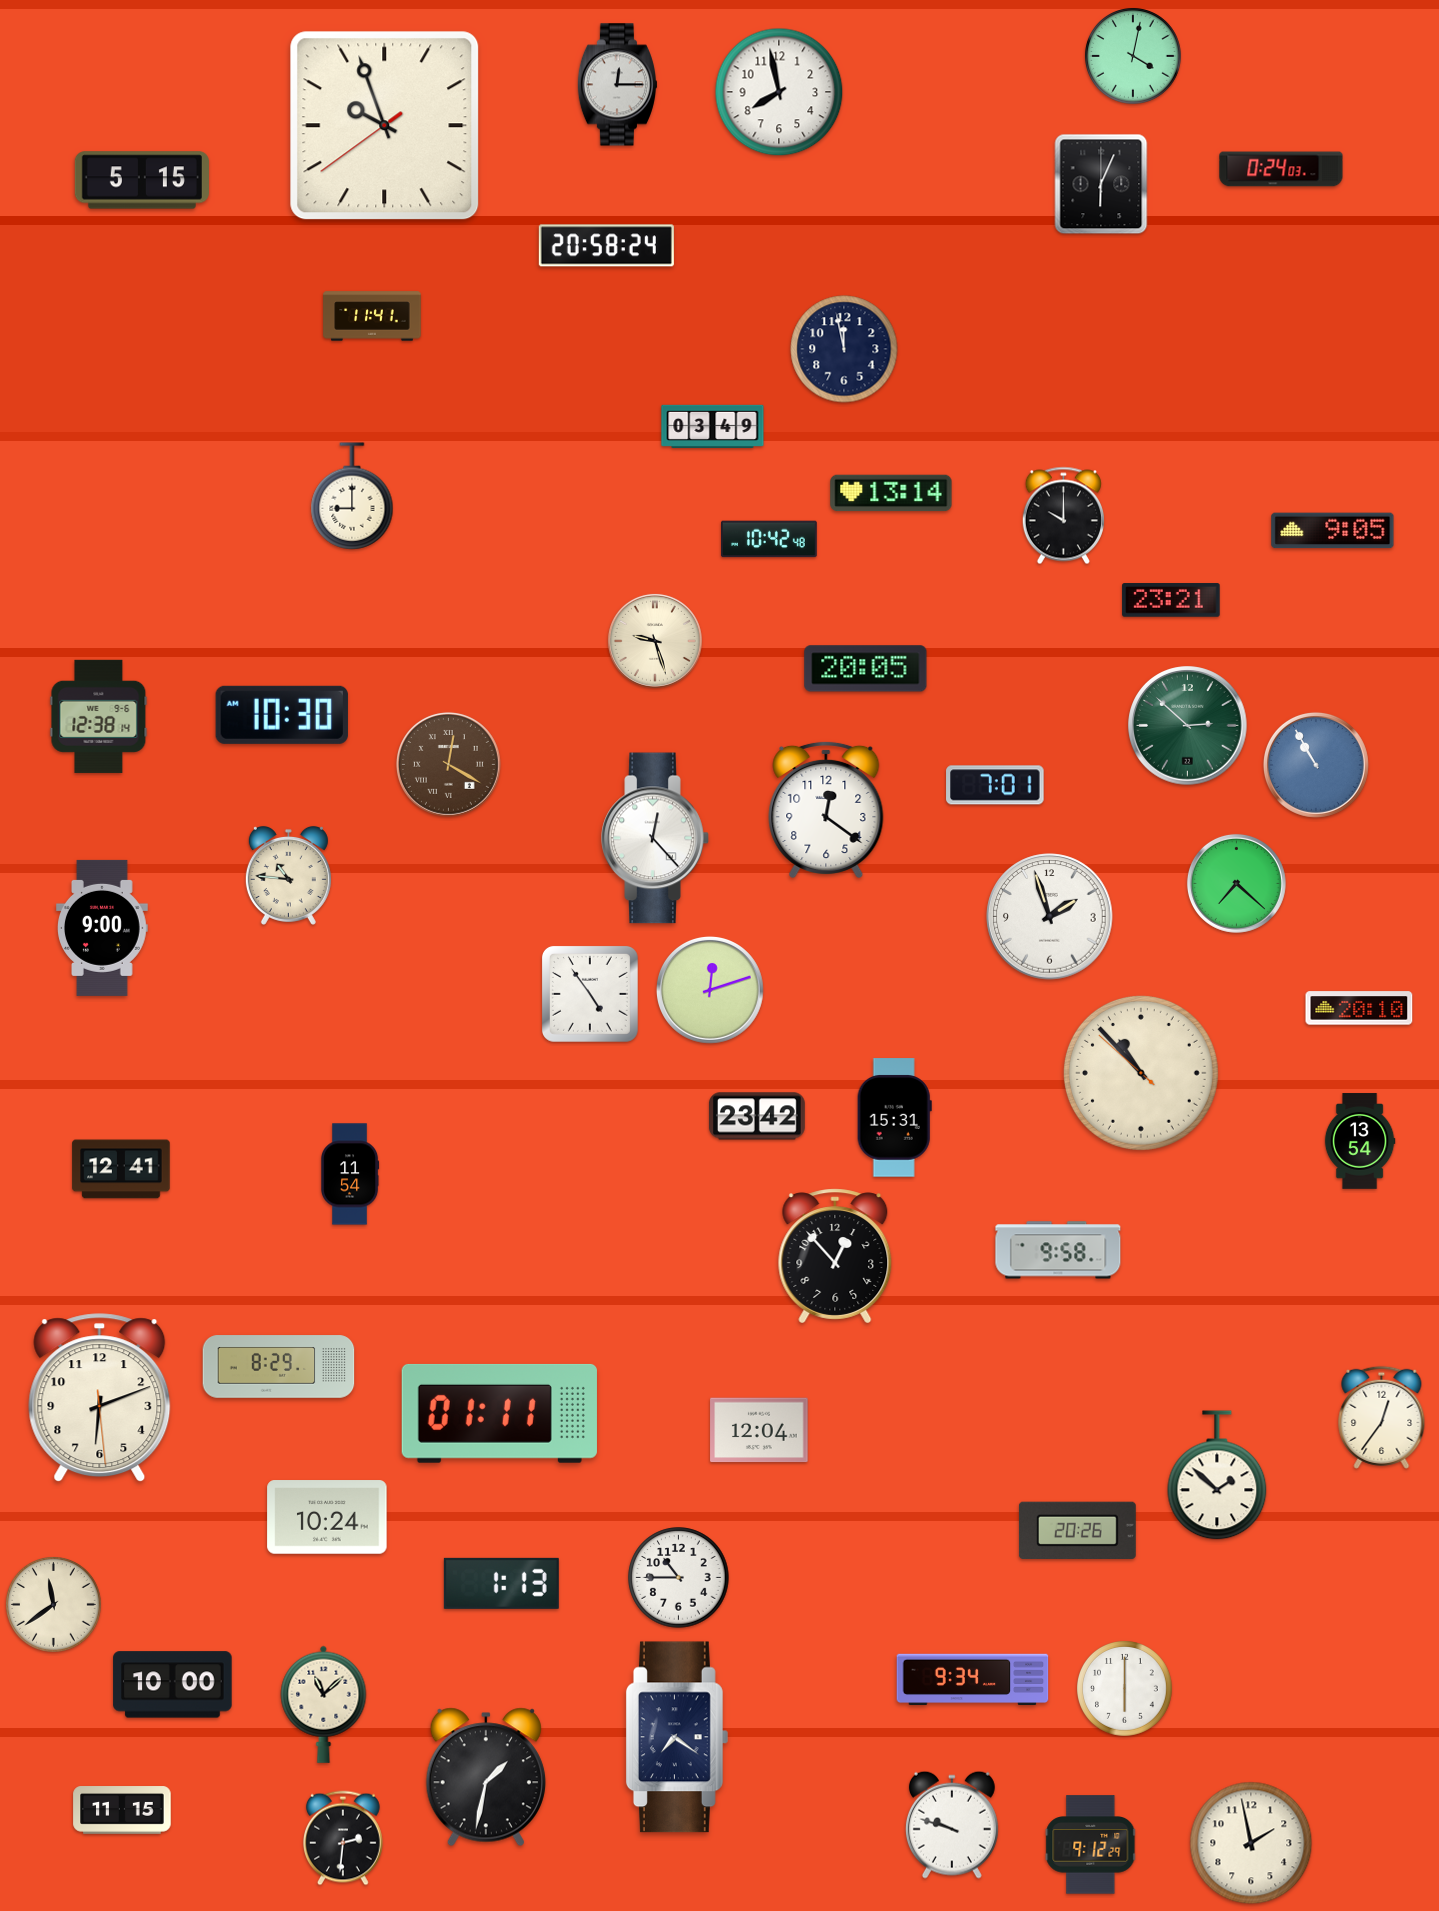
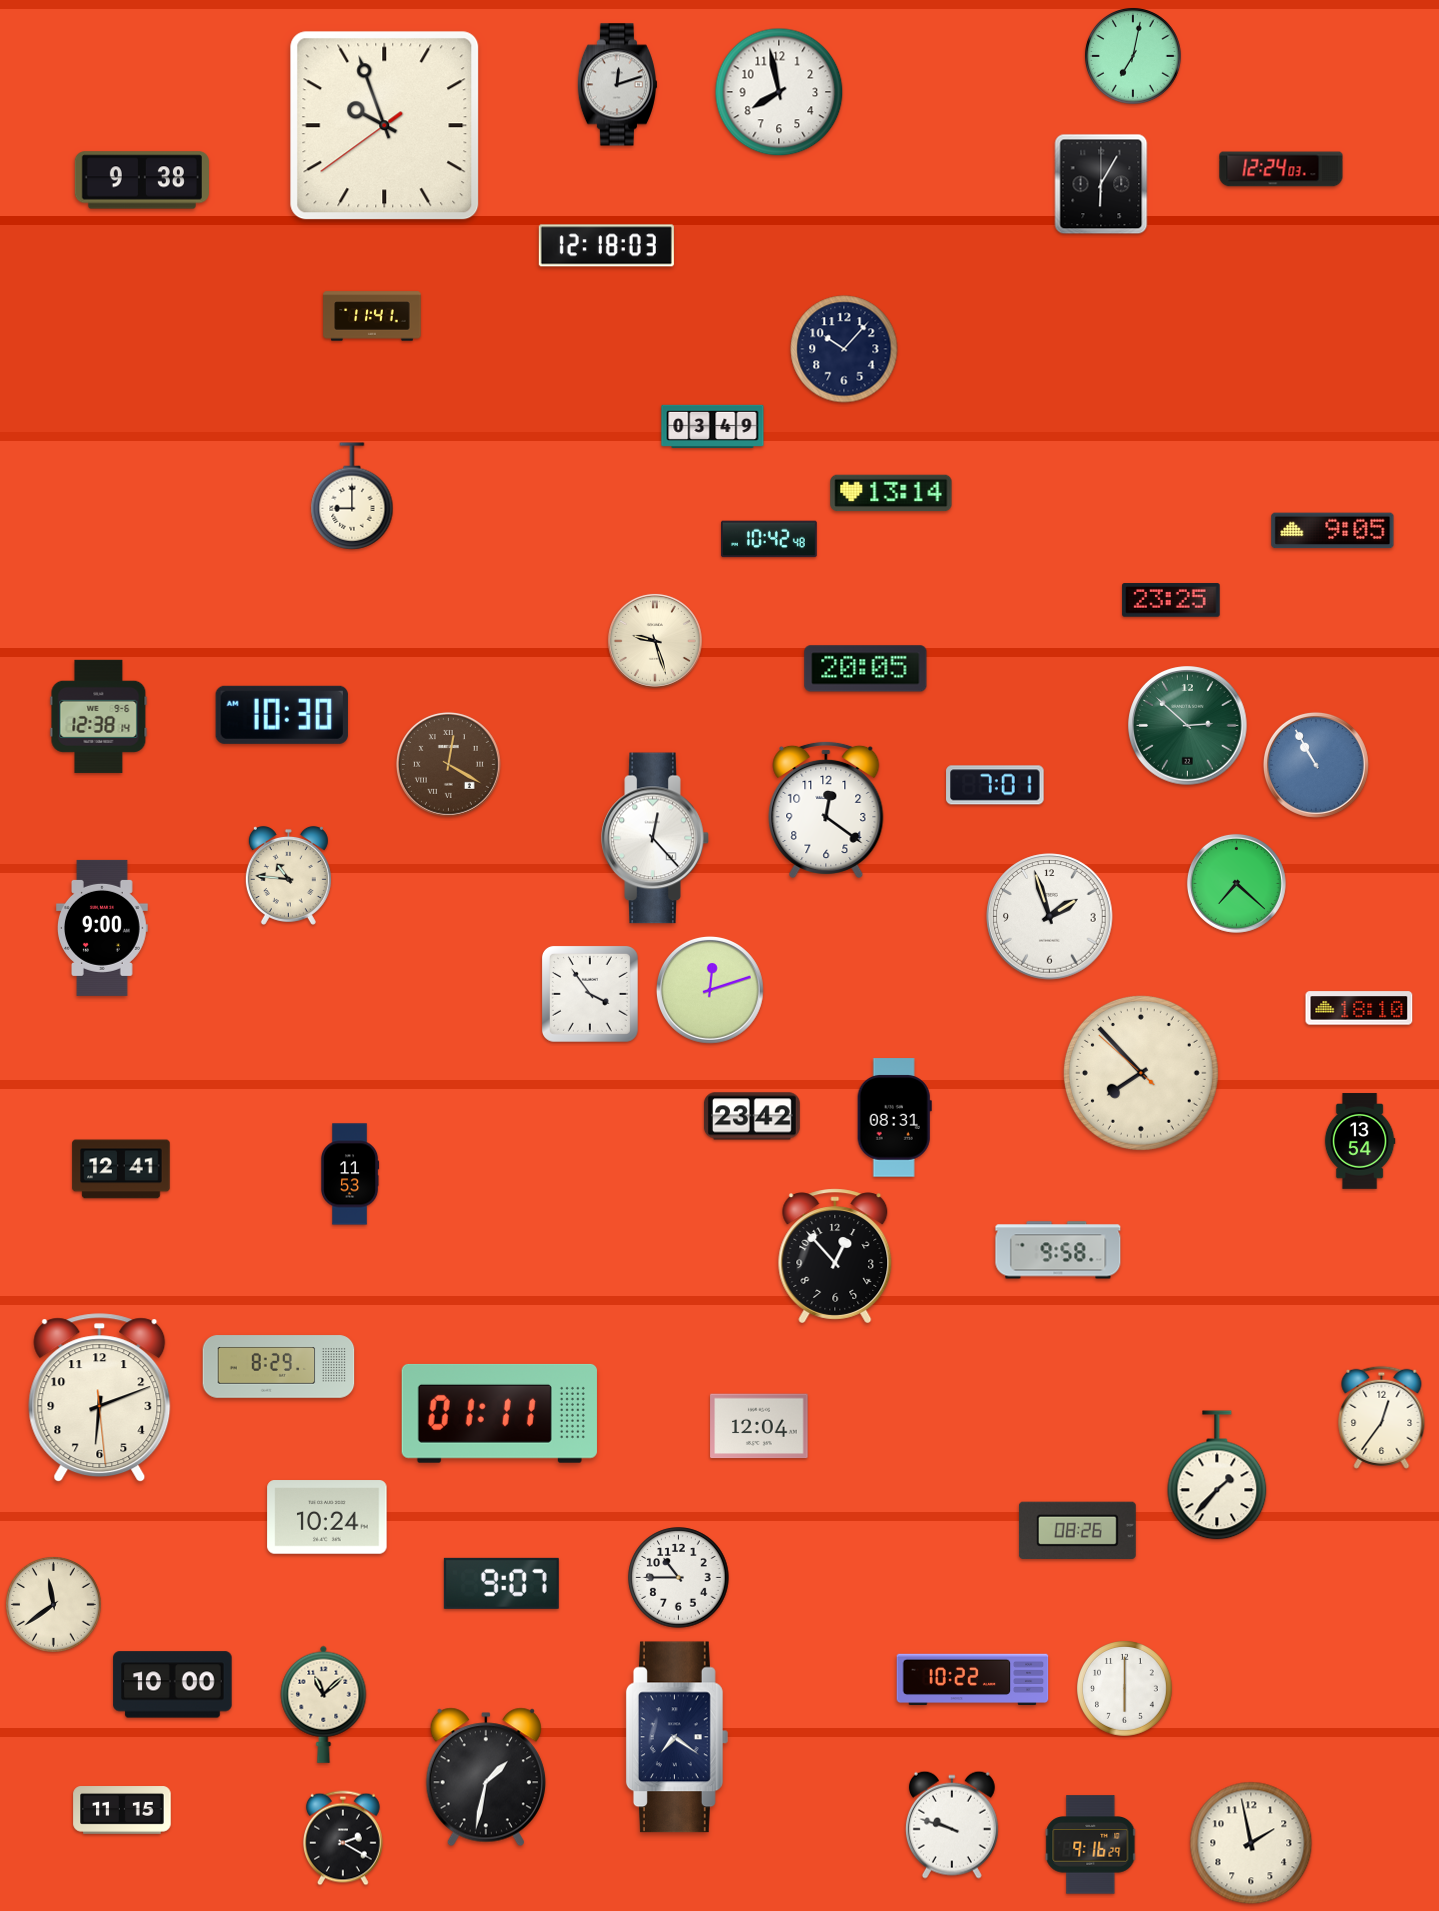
clock at (1134, 57): 4:02 -> 7:02
clock at (617, 85): 12:15 -> 12:12
clock at (1281, 169): 0:24 -> 12:24
clock at (142, 180): 5:15 -> 9:38
clock at (1101, 184): 6:04 -> 6:05
clock at (606, 246): 20:58 -> 12:18
clock at (844, 349): 11:58 -> 10:07
clock at (1063, 516): 10:00 -> none
clock at (1171, 600): 23:21 -> 23:25
clock at (590, 994): 4:54 -> 3:54
clock at (1359, 1008): 20:10 -> 18:10
clock at (1141, 1073): 10:52 -> 7:52
clock at (757, 1116) position: (757, 1116) -> (752, 1116)
clock at (894, 1118): 15:31 -> 08:31
clock at (350, 1174): 11:54 -> 11:53
clock at (759, 1430) position: (759, 1430) -> (759, 1426)
clock at (1217, 1475): 1:52 -> 1:37
clock at (1077, 1530): 20:26 -> 08:26
clock at (501, 1583): 1:13 -> 9:07
clock at (973, 1680): 9:34 -> 10:22
clock at (344, 1838): 2:31 -> 2:20
clock at (1091, 1845): 9:12 -> 9:16
